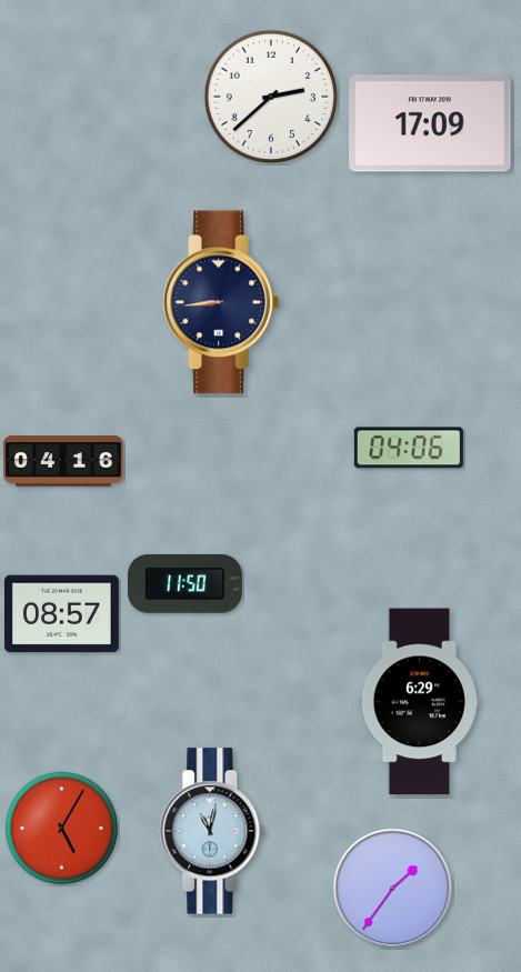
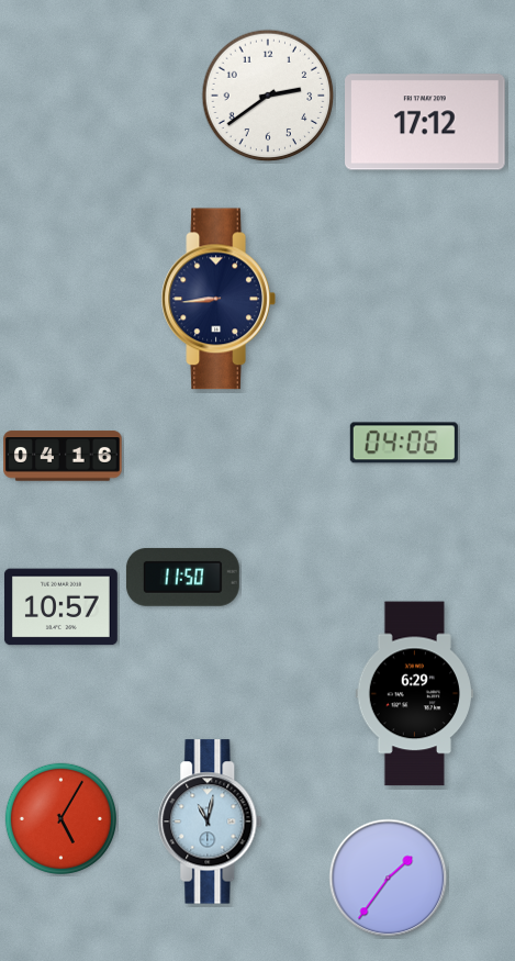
clock at (271, 97): 2:38 -> 2:39
clock at (431, 123): 17:09 -> 17:12
clock at (61, 614): 08:57 -> 10:57
